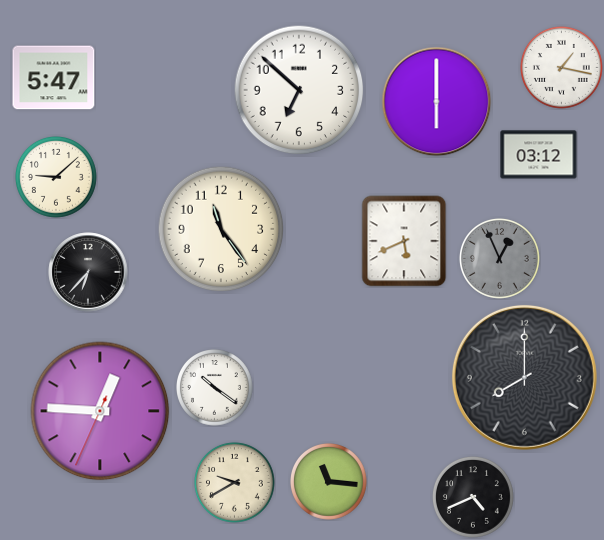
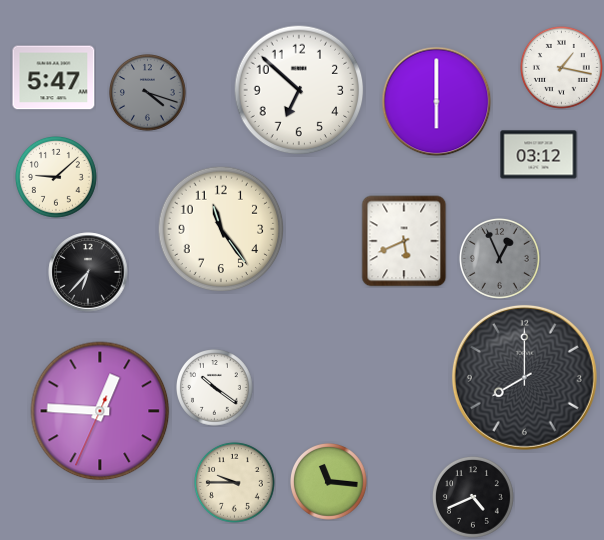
clock at (148, 93): none -> 4:18
clock at (234, 482): 9:40 -> 9:45
